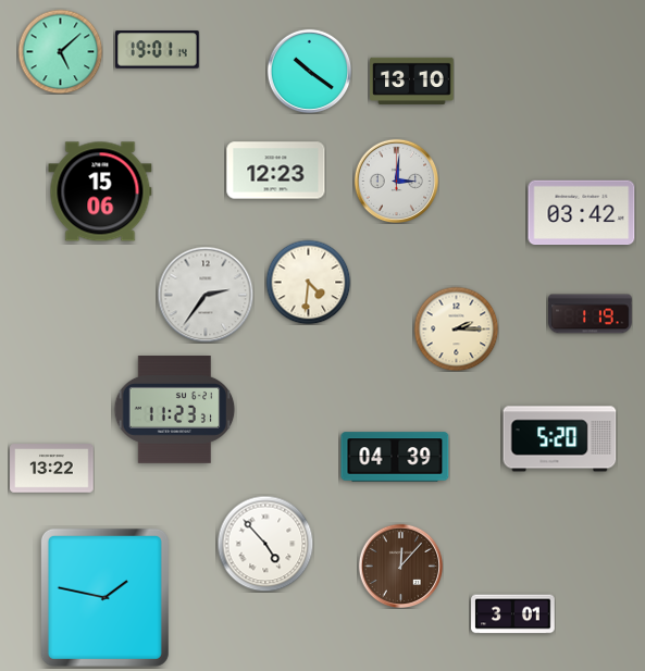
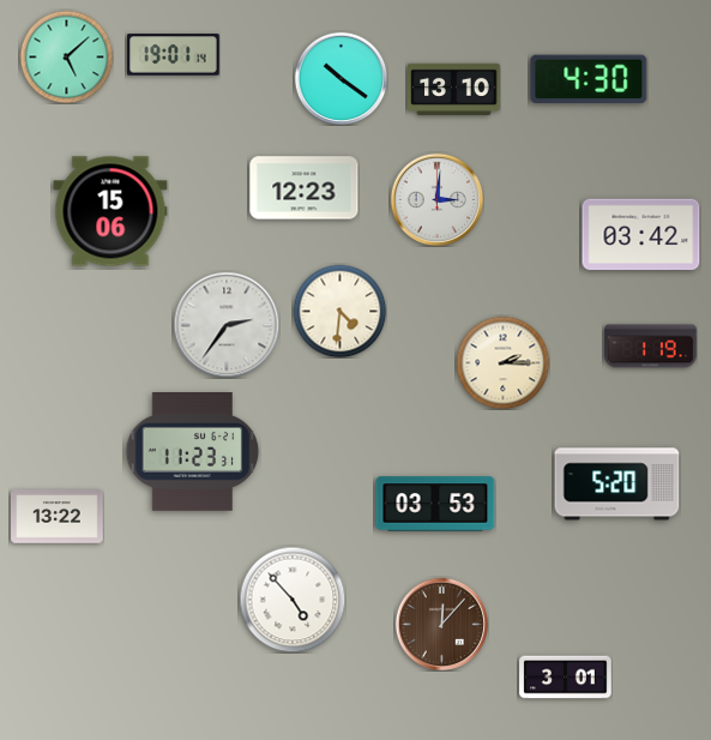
clock at (589, 78): none -> 4:30
clock at (395, 457): 04:39 -> 03:53
clock at (104, 597): 1:47 -> none
